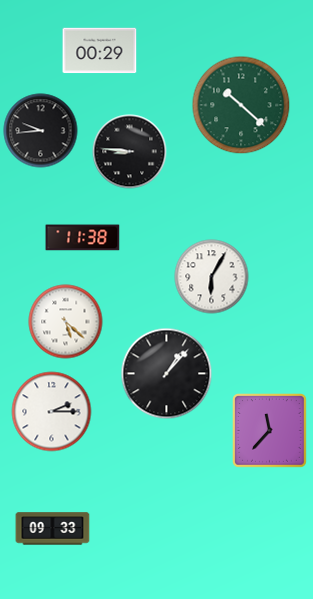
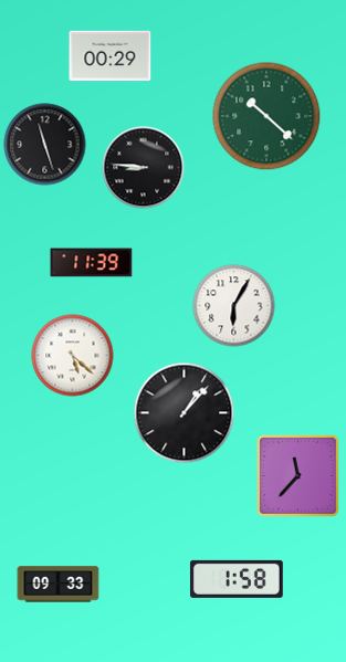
clock at (41, 131): 9:44 -> 11:27
clock at (83, 238): 11:38 -> 11:39
clock at (52, 412): 2:15 -> none
clock at (237, 579): none -> 1:58
